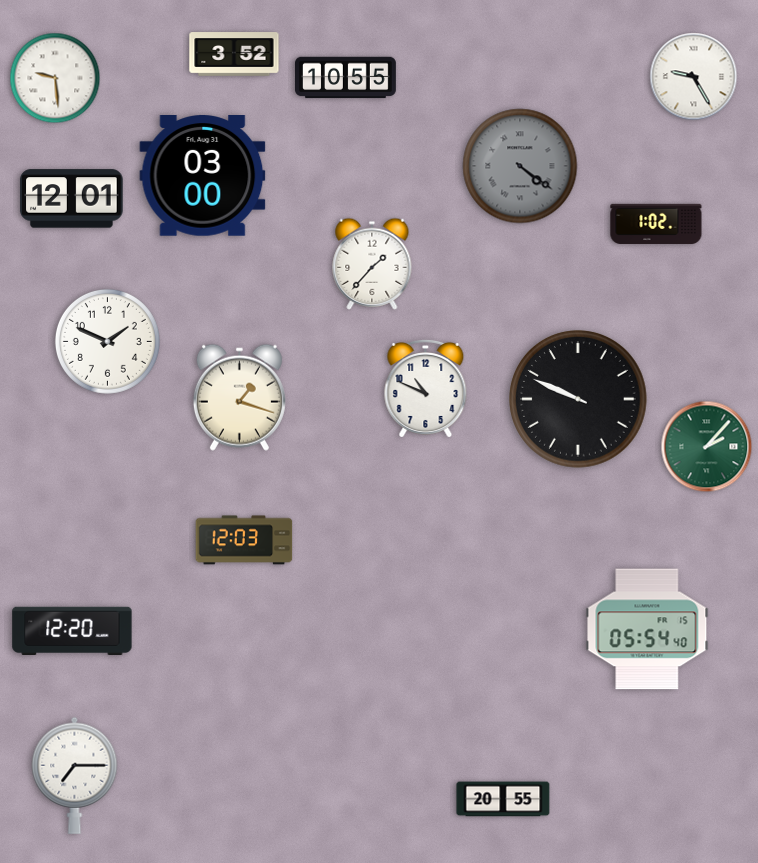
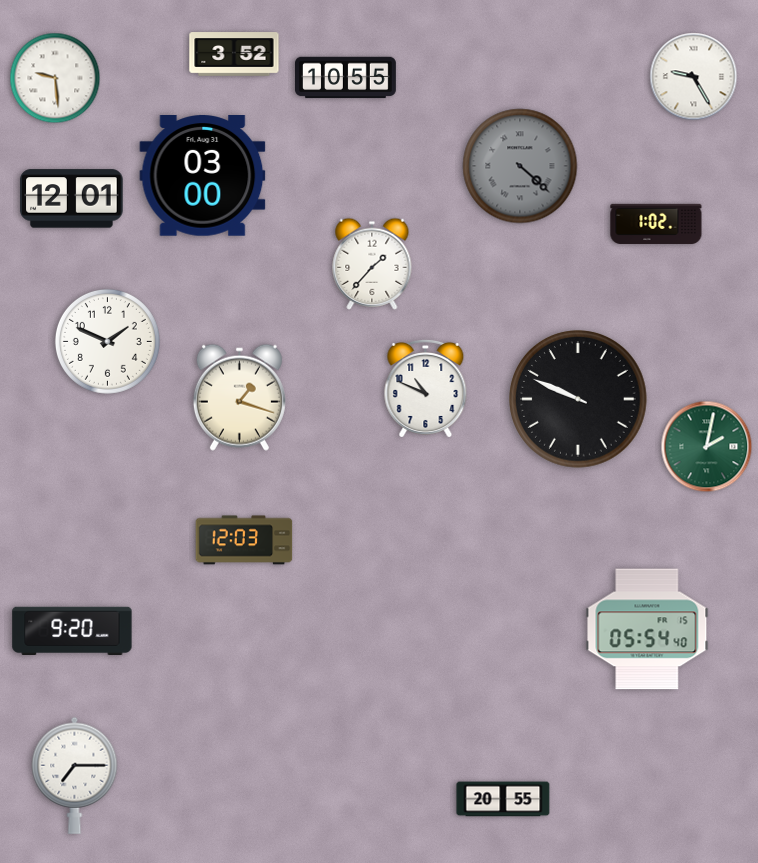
clock at (520, 166): 4:21 -> 4:22
clock at (707, 447): 2:07 -> 2:02
clock at (72, 630): 12:20 -> 9:20
